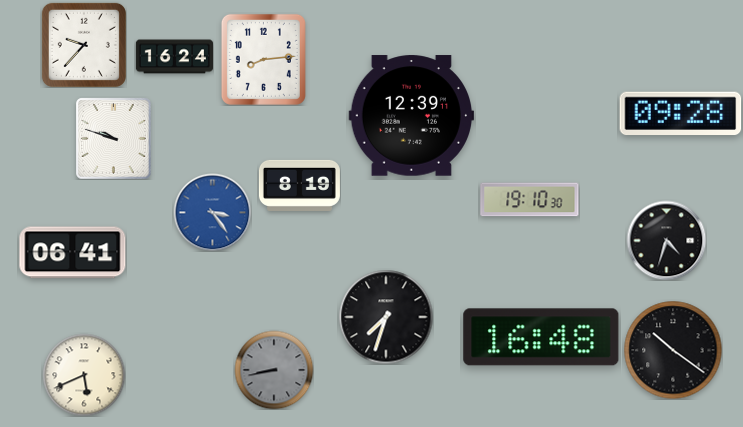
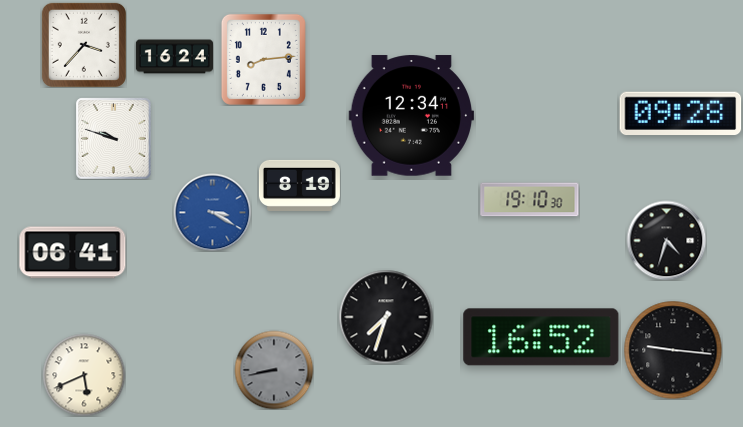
clock at (84, 45): 9:37 -> 3:37
clock at (411, 116): 12:39 -> 12:34
clock at (212, 212): 3:24 -> 3:20
clock at (541, 337): 16:48 -> 16:52
clock at (673, 350): 10:21 -> 9:16
